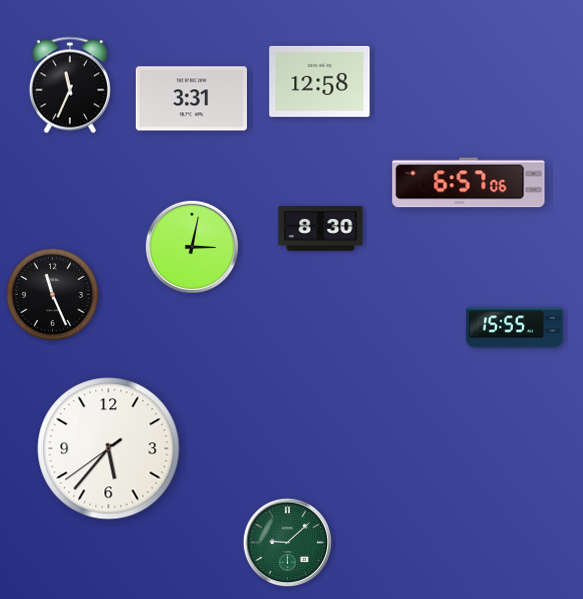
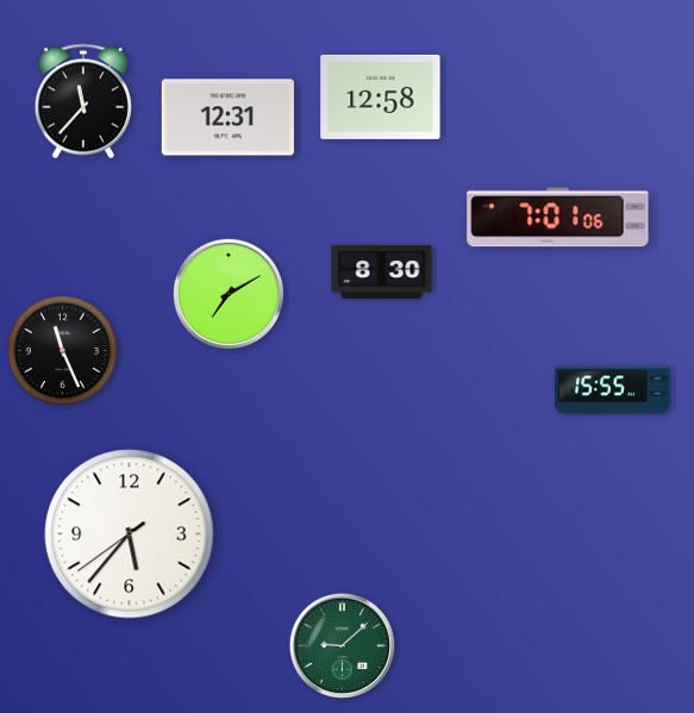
clock at (70, 85): 11:34 -> 11:37
clock at (191, 99): 3:31 -> 12:31
clock at (469, 183): 6:57 -> 7:01
clock at (192, 247): 3:02 -> 7:10
